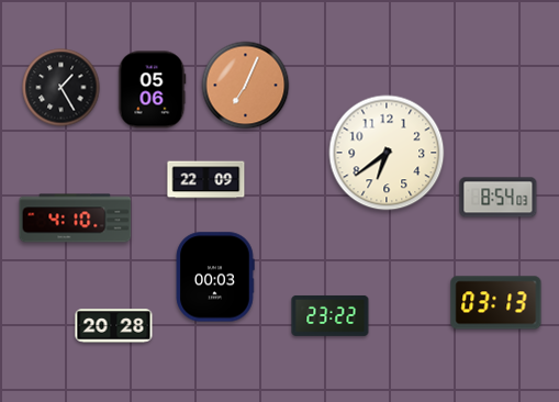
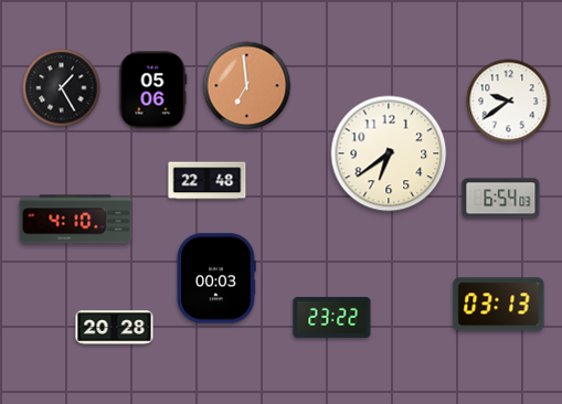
clock at (246, 86): 7:04 -> 6:59
clock at (509, 102): none -> 9:39
clock at (206, 180): 22:09 -> 22:48
clock at (499, 198): 8:54 -> 6:54
